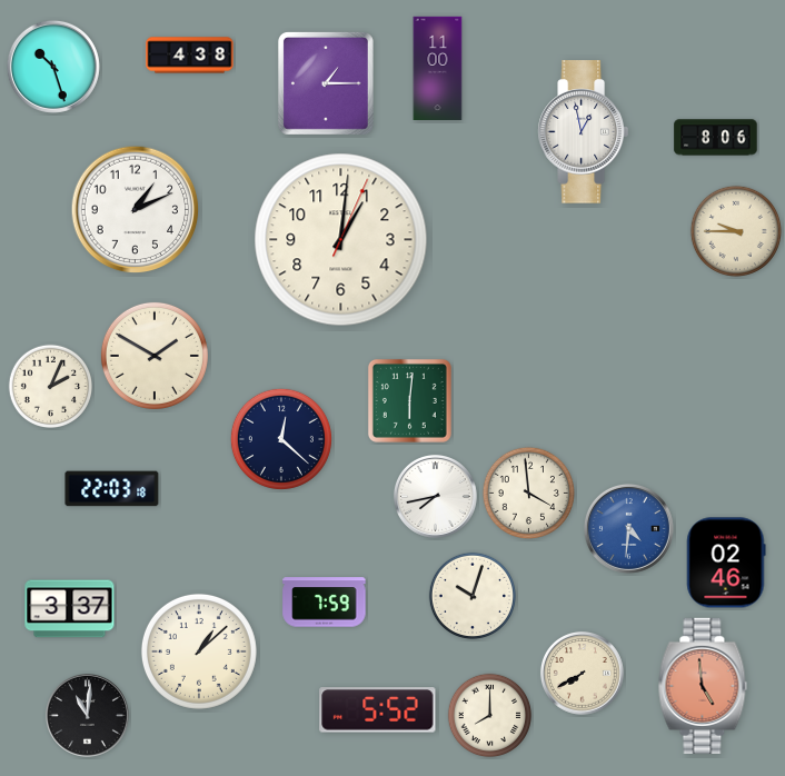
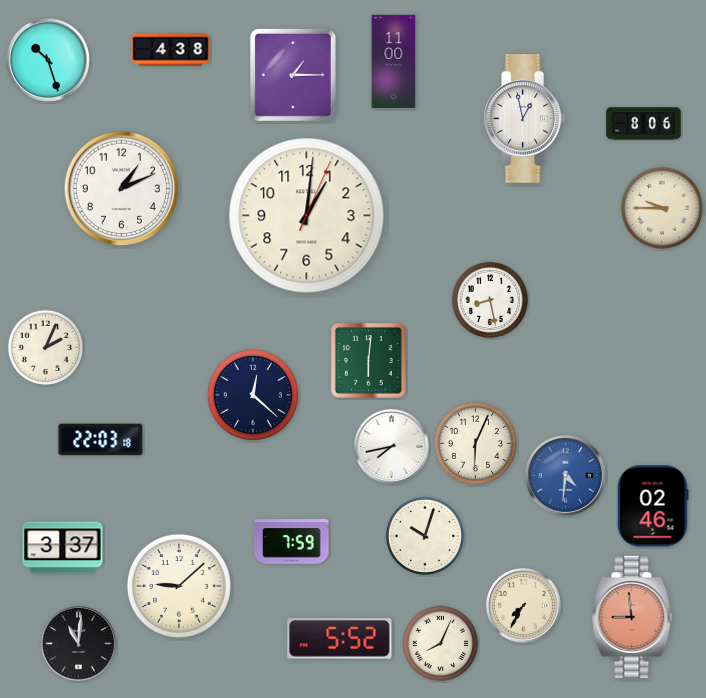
clock at (490, 300): none -> 8:28
clock at (155, 356): 1:50 -> none
clock at (528, 493): 3:59 -> 6:04
clock at (199, 651): 1:08 -> 9:08
clock at (582, 673): 7:40 -> 7:35
clock at (703, 686): 4:59 -> 8:59
clock at (490, 716): 8:00 -> 8:04
